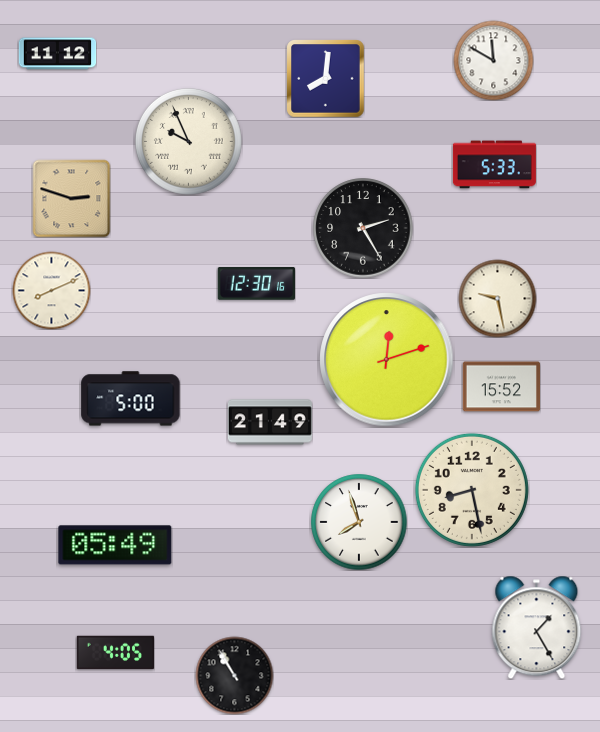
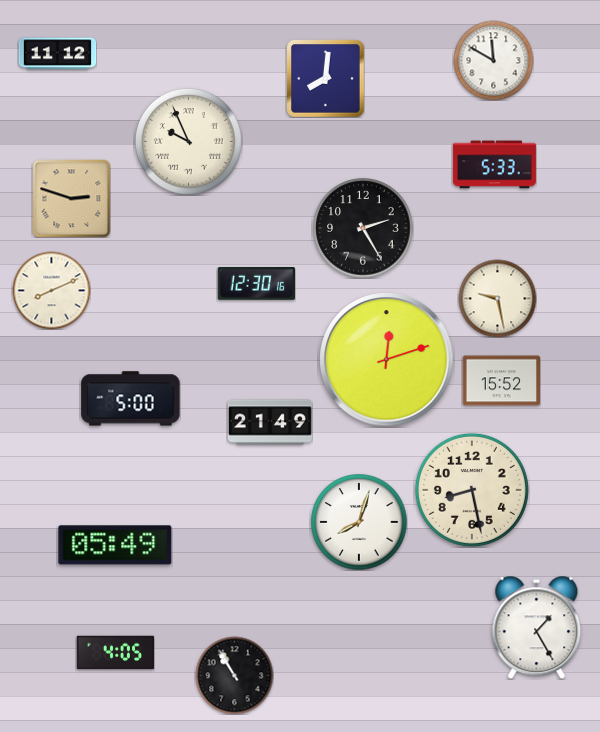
clock at (501, 387) position: (501, 387) -> (501, 381)
clock at (359, 522): 7:57 -> 8:03
